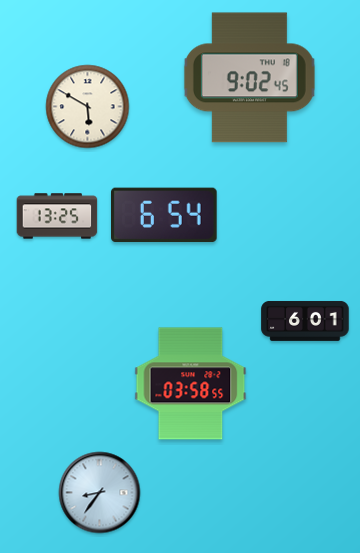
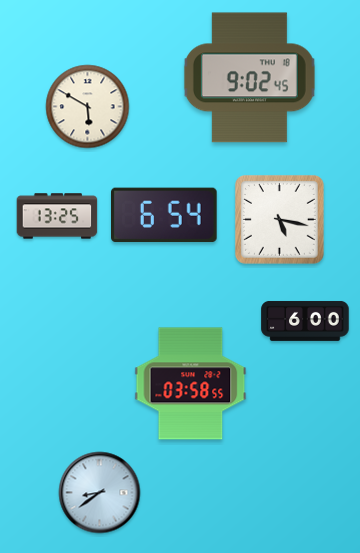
clock at (279, 219): none -> 5:17
clock at (305, 321): 6:01 -> 6:00
clock at (100, 493): 8:36 -> 8:39
